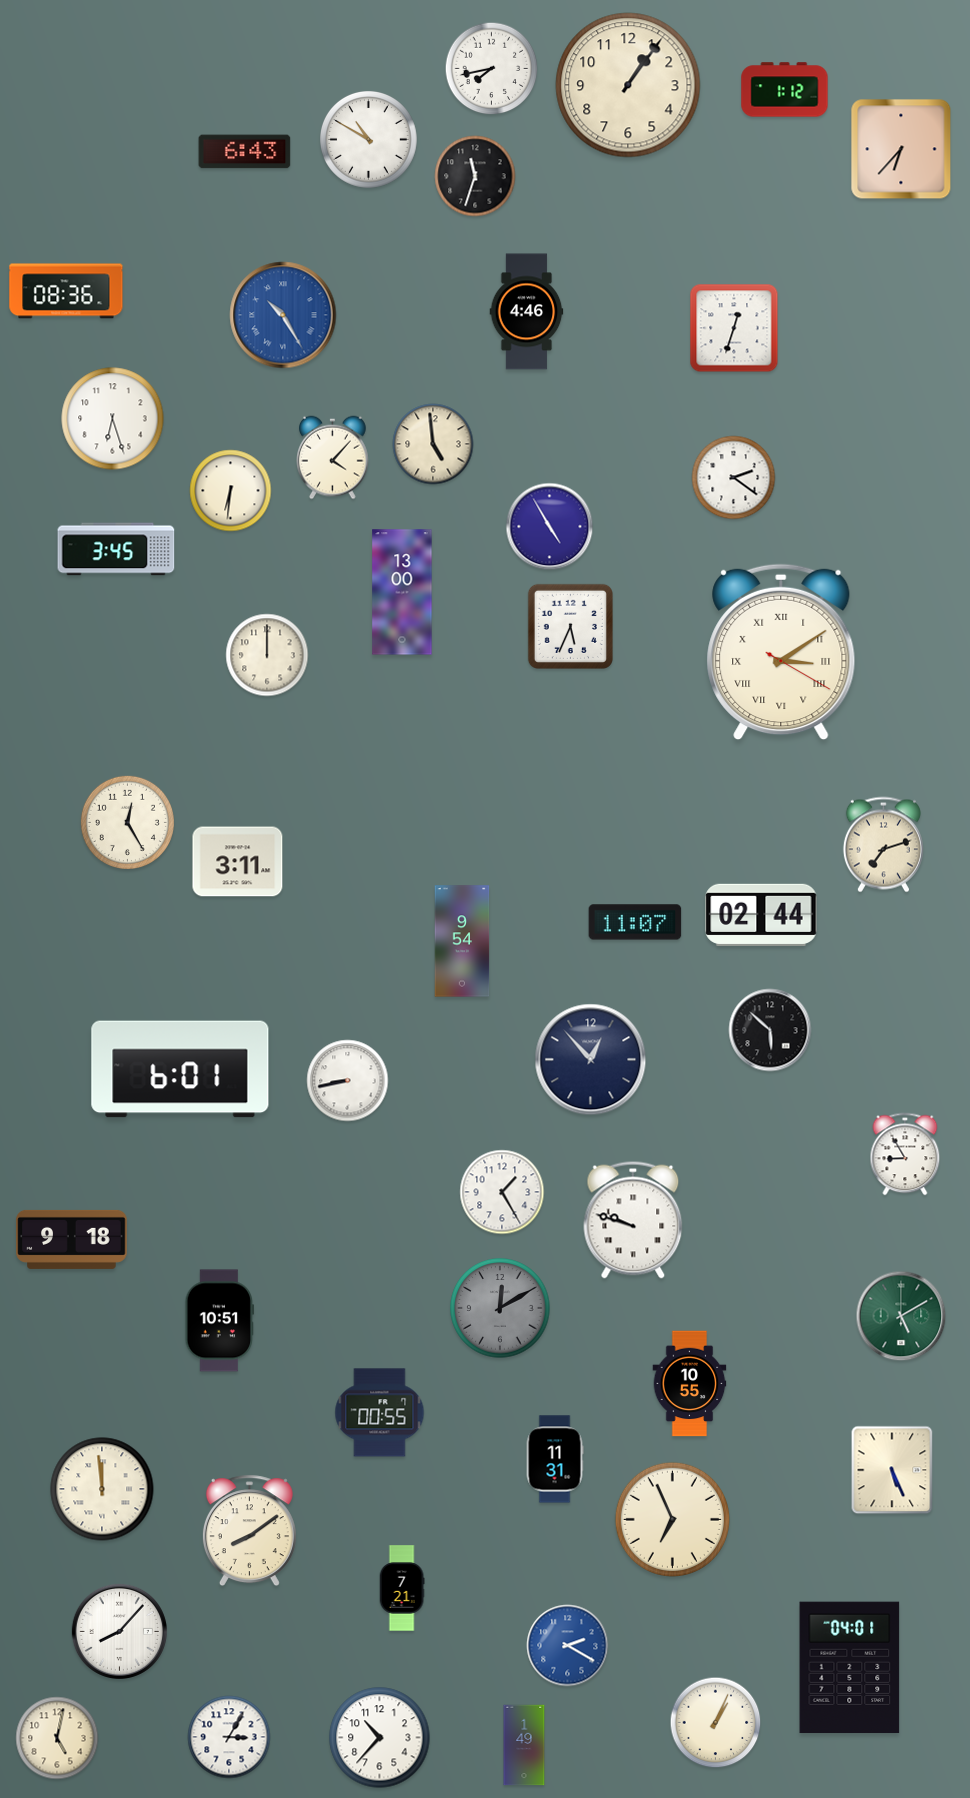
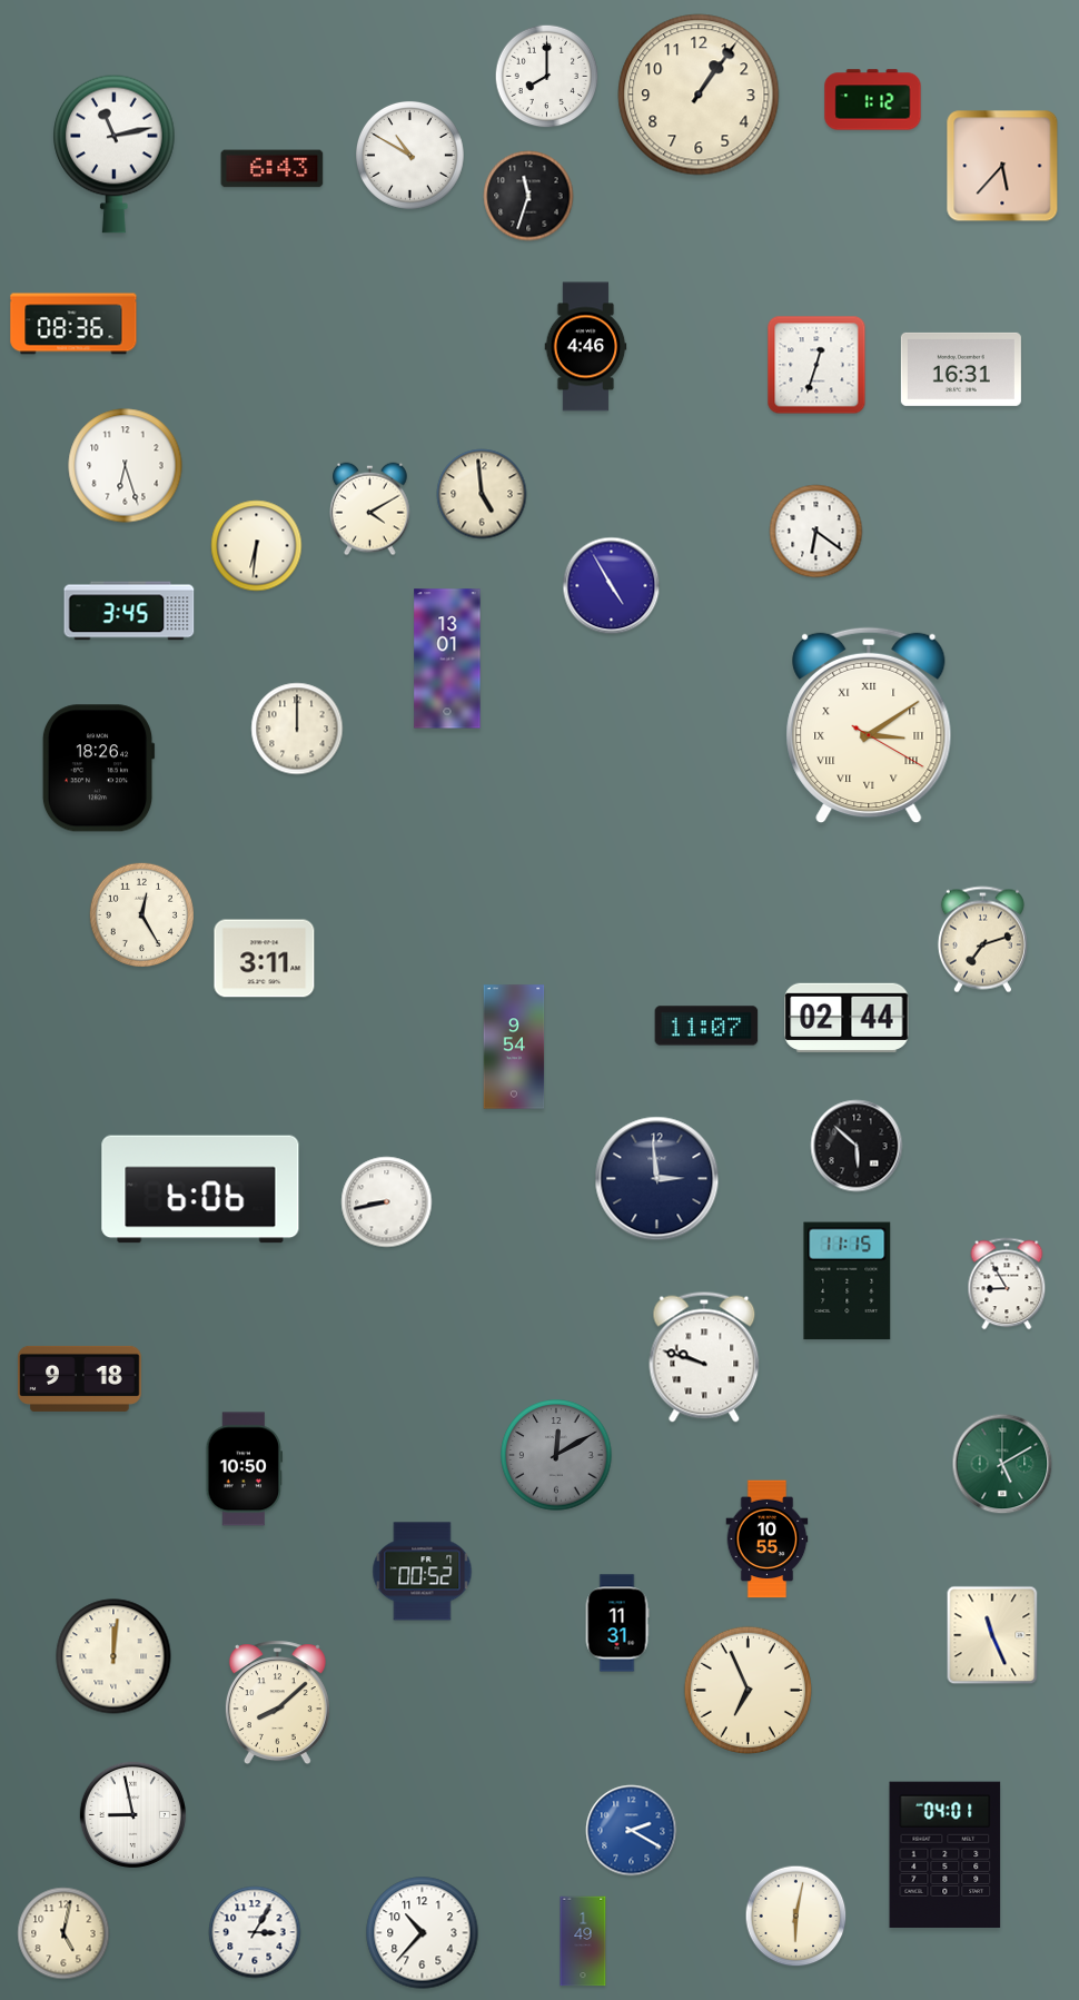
clock at (492, 69): 7:43 -> 8:00
clock at (115, 154): none -> 11:13
clock at (901, 149): 6:37 -> 5:37
clock at (283, 315): 10:25 -> none
clock at (961, 369): none -> 16:31
clock at (333, 458): 4:07 -> 4:10
clock at (734, 478): 2:21 -> 6:21
clock at (402, 592): 13:00 -> 13:01
clock at (570, 626): 5:34 -> none
clock at (98, 769): none -> 18:26
clock at (591, 1060): 12:53 -> 2:59
clock at (180, 1069): 6:01 -> 6:06
clock at (848, 1281): none -> 11:15
clock at (502, 1192): 1:25 -> none
clock at (219, 1321): 10:51 -> 10:50
clock at (380, 1413): 00:55 -> 00:52
clock at (892, 1470): 5:26 -> 11:26
clock at (102, 1489): 11:59 -> 12:01
clock at (249, 1531): 8:09 -> 8:08
clock at (402, 1588): 7:21 -> none
clock at (119, 1631): 8:07 -> 8:58
clock at (716, 1723): 1:04 -> 6:02
